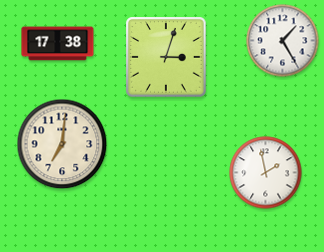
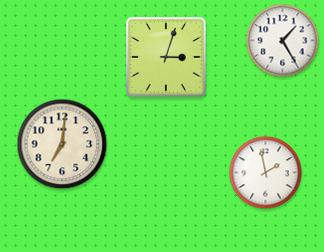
clock at (58, 44): 17:38 -> none
